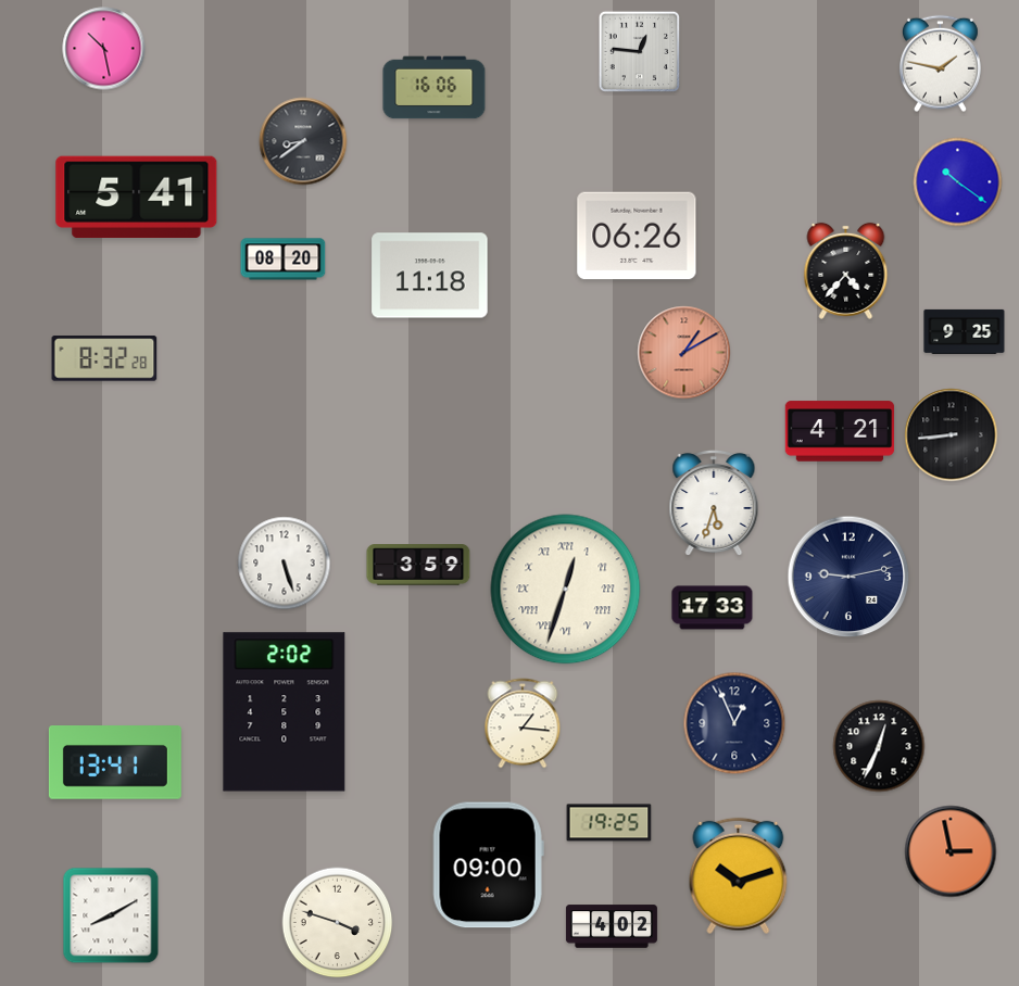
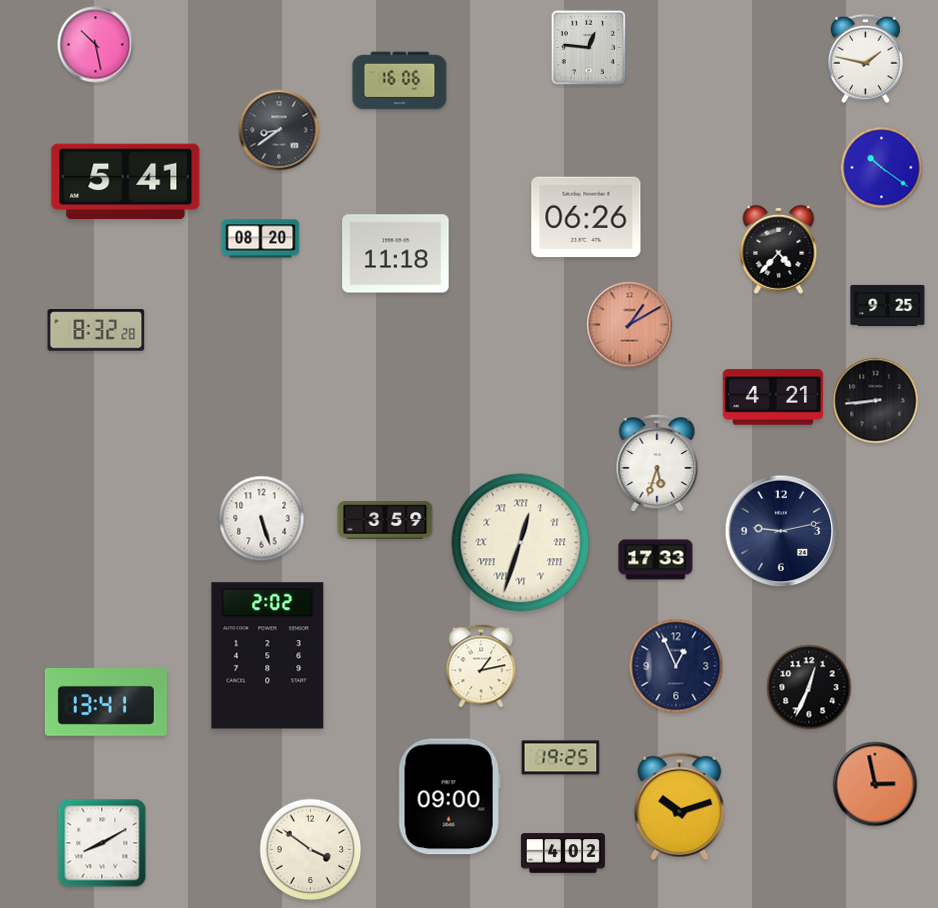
clock at (285, 712) position: (285, 712) -> (268, 656)
clock at (523, 723): 1:16 -> 1:13
clock at (338, 923): 3:48 -> 3:51
